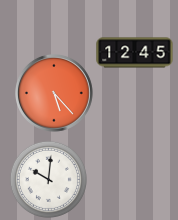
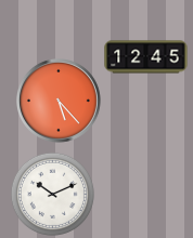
clock at (48, 179): 10:01 -> 10:11
